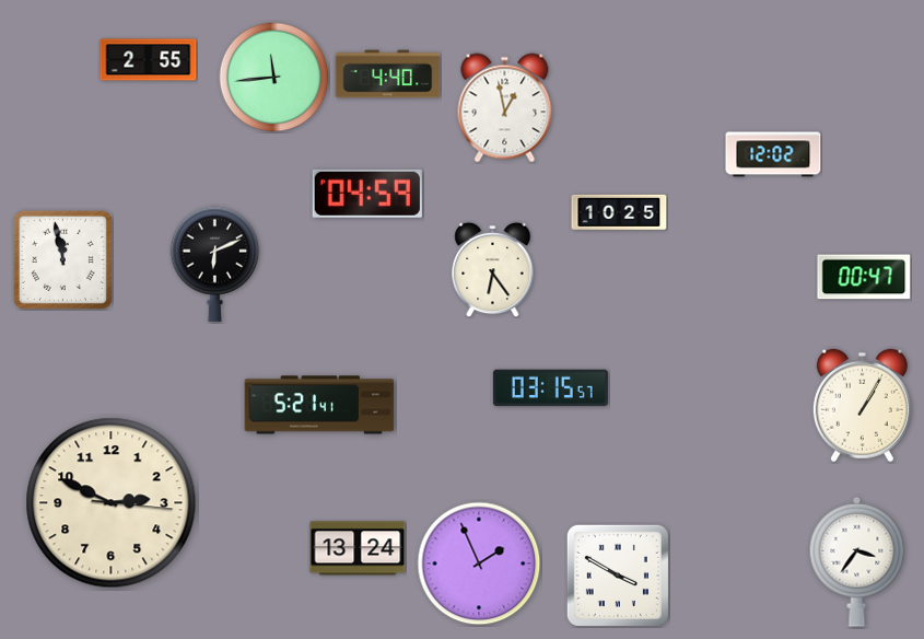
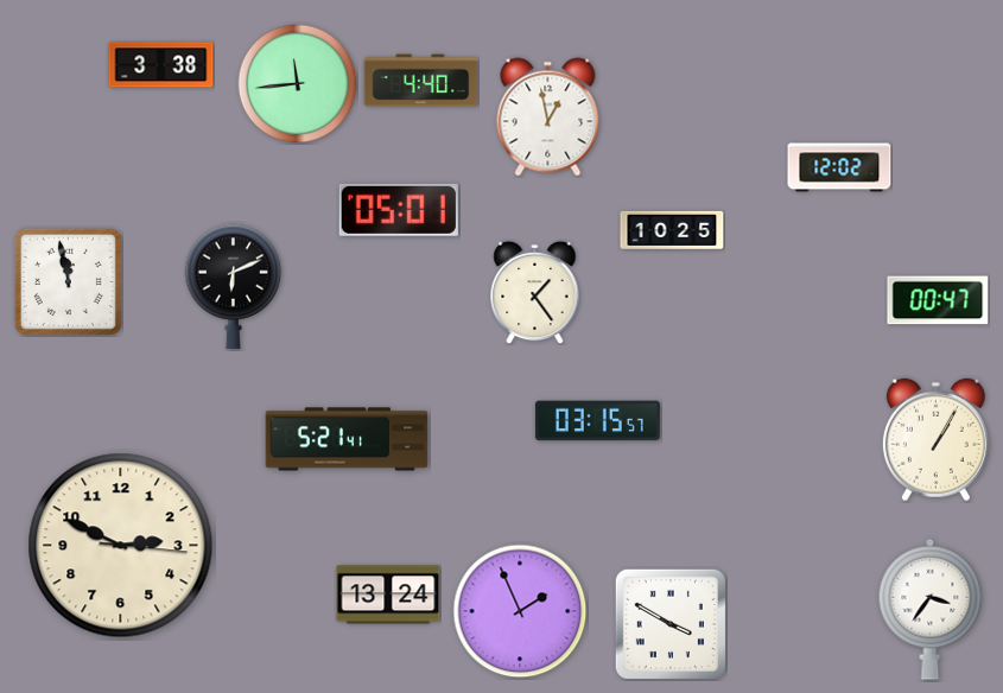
clock at (149, 60): 2:55 -> 3:38
clock at (367, 194): 04:59 -> 05:01
clock at (493, 269): 6:24 -> 1:24
